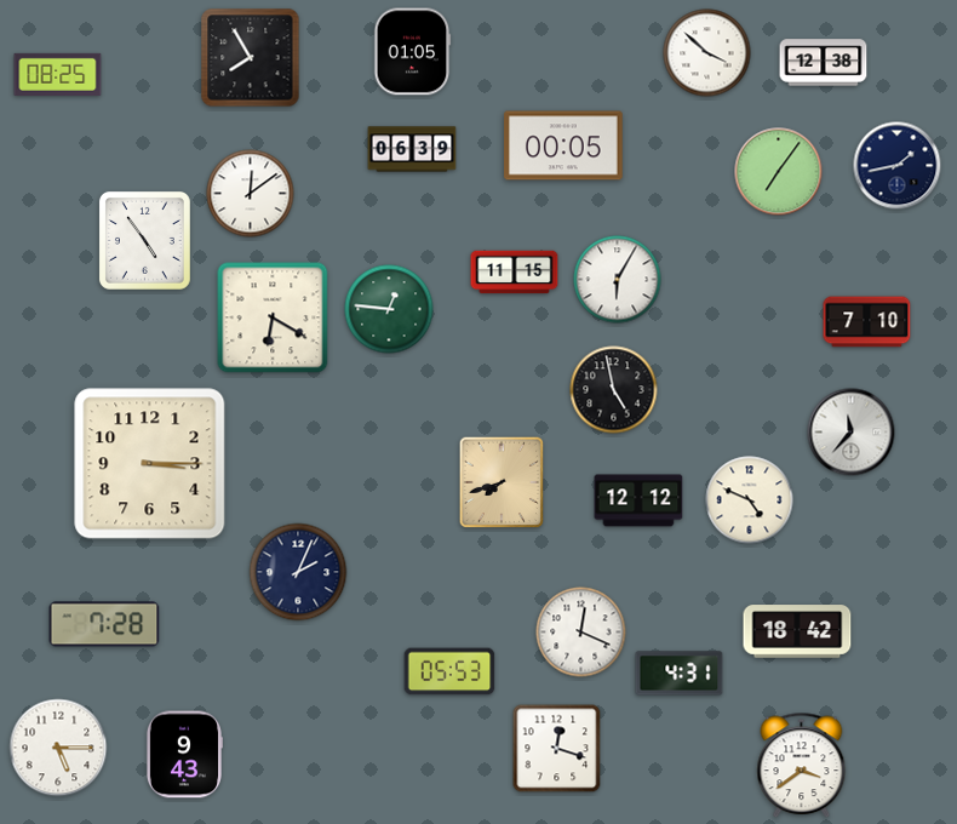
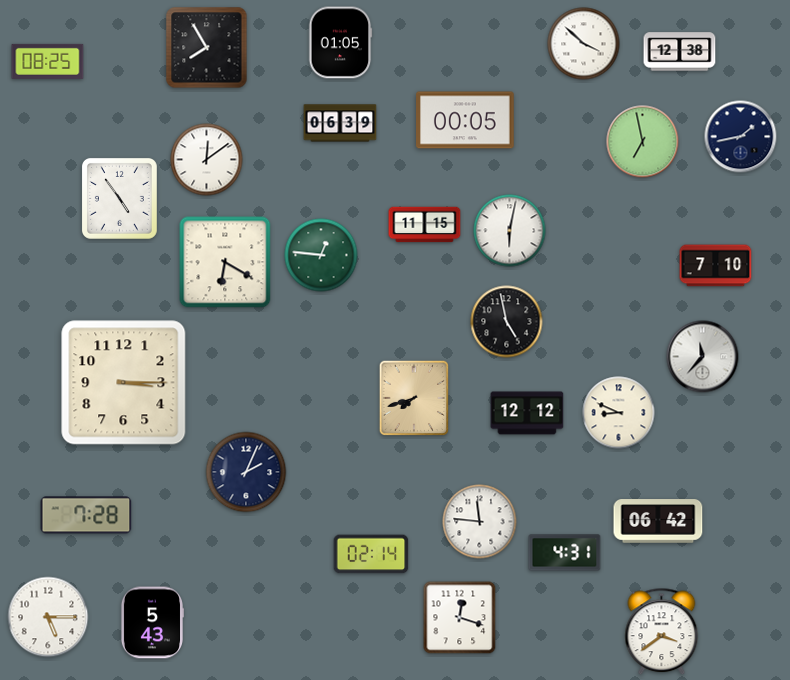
clock at (779, 172): 7:06 -> 6:58
clock at (618, 280): 6:05 -> 6:02
clock at (750, 500): 4:49 -> 8:49
clock at (797, 631): 18:42 -> 06:42
clock at (581, 633): 12:19 -> 11:46
clock at (449, 671): 05:53 -> 02:14
clock at (680, 674) position: (680, 674) -> (565, 553)
clock at (183, 755): 9:43 -> 5:43
